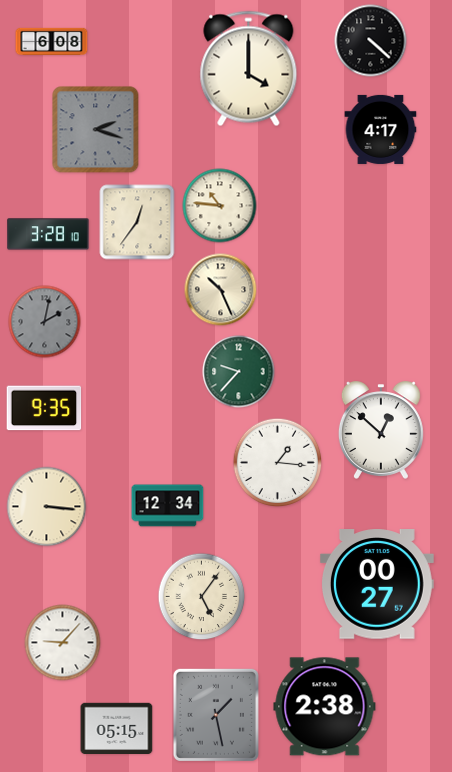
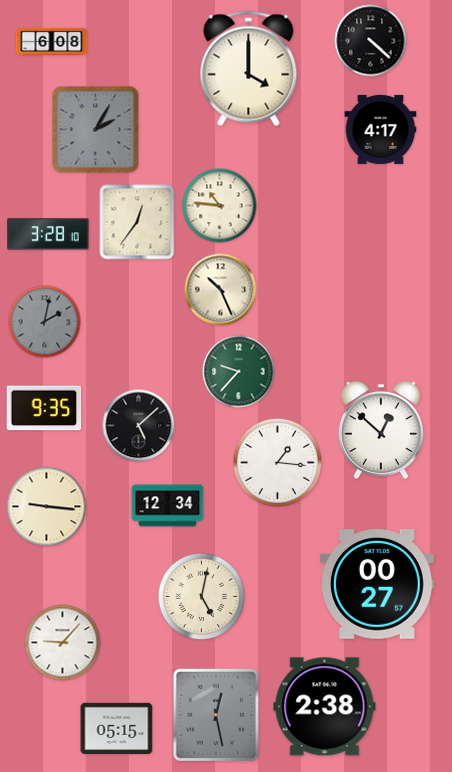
clock at (96, 130): 2:18 -> 2:05
clock at (139, 426): none -> 5:08
clock at (47, 507): 3:16 -> 9:16
clock at (202, 597): 5:06 -> 5:02
clock at (216, 715): 1:28 -> 12:28
